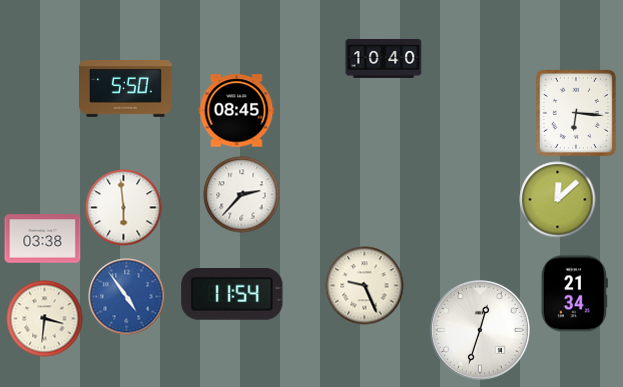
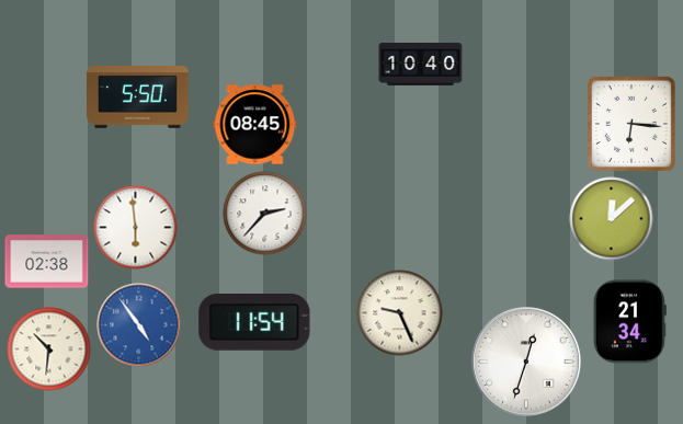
clock at (237, 111) position: (237, 111) -> (255, 125)
clock at (43, 239): 03:38 -> 02:38
clock at (45, 319): 3:31 -> 10:31
